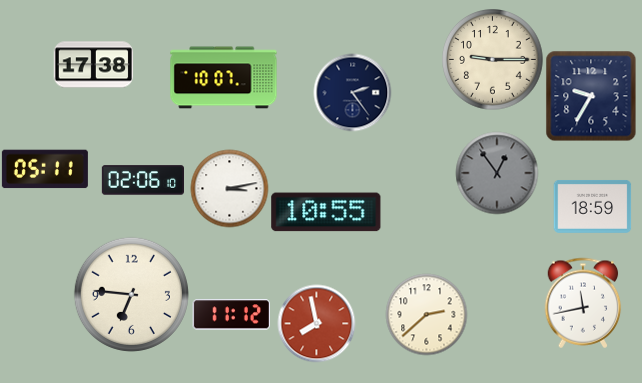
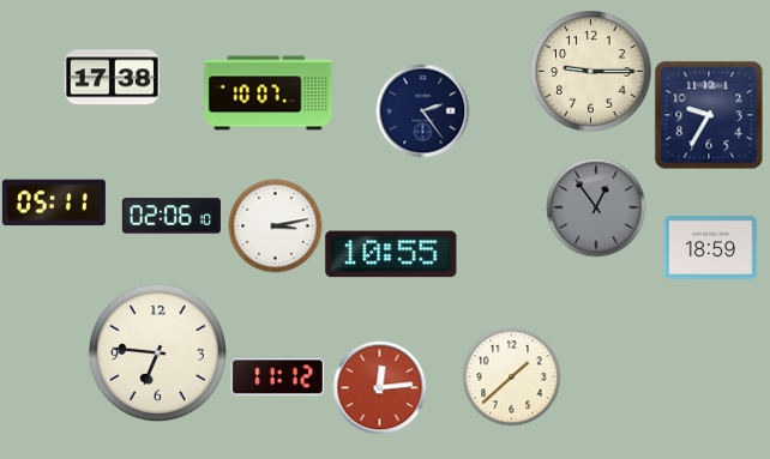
clock at (583, 303): 11:43 -> none
clock at (426, 314): 2:38 -> 1:38
clock at (316, 323): 7:58 -> 12:14
